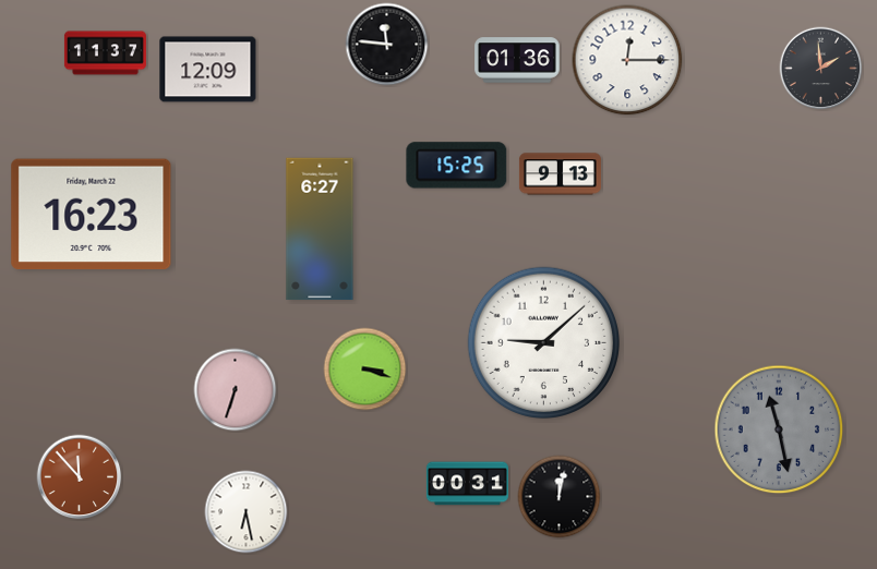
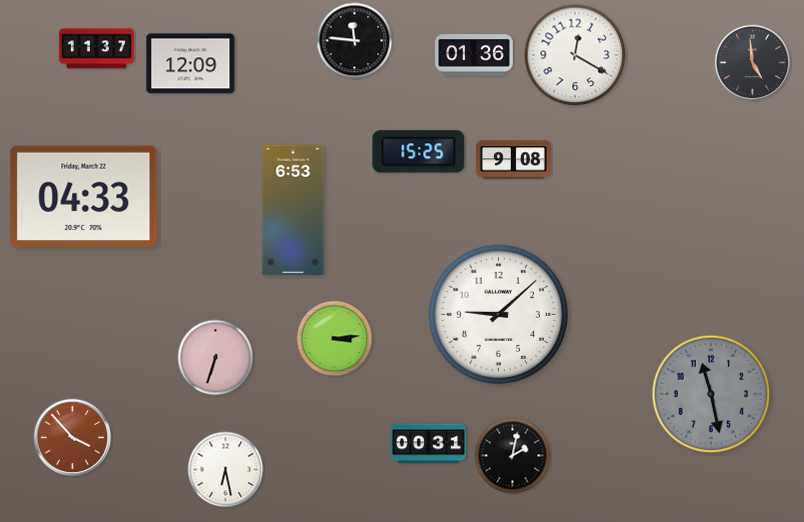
clock at (627, 60): 12:15 -> 12:20
clock at (821, 69): 1:59 -> 4:59
clock at (560, 174): 9:13 -> 9:08
clock at (92, 215): 16:23 -> 04:33
clock at (320, 229): 6:27 -> 6:53
clock at (365, 370): 3:18 -> 3:14
clock at (779, 429) position: (779, 429) -> (711, 394)
clock at (80, 477): 11:53 -> 3:53
clock at (560, 497): 12:02 -> 2:02
